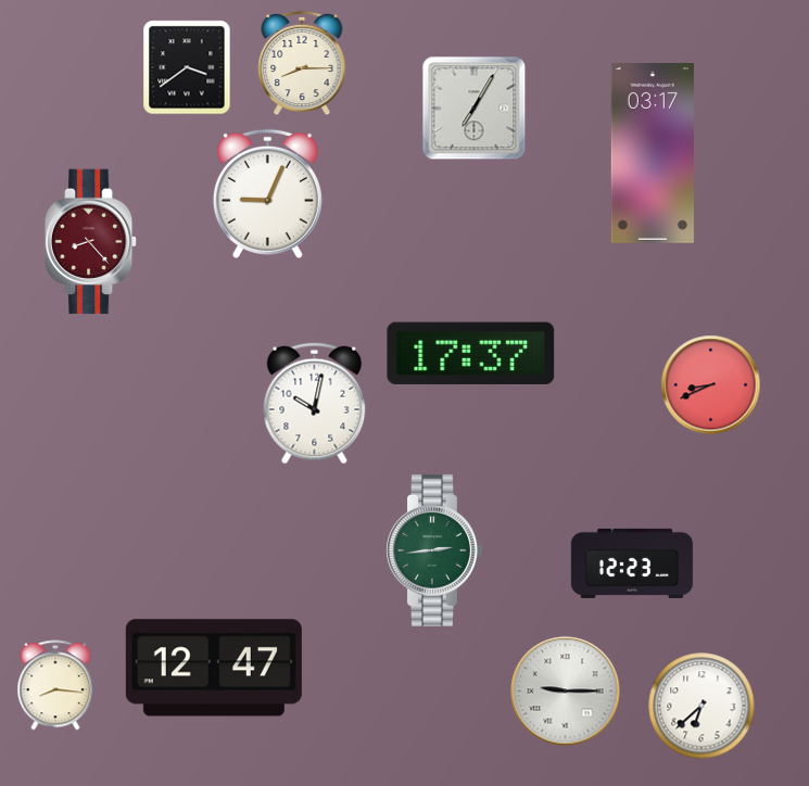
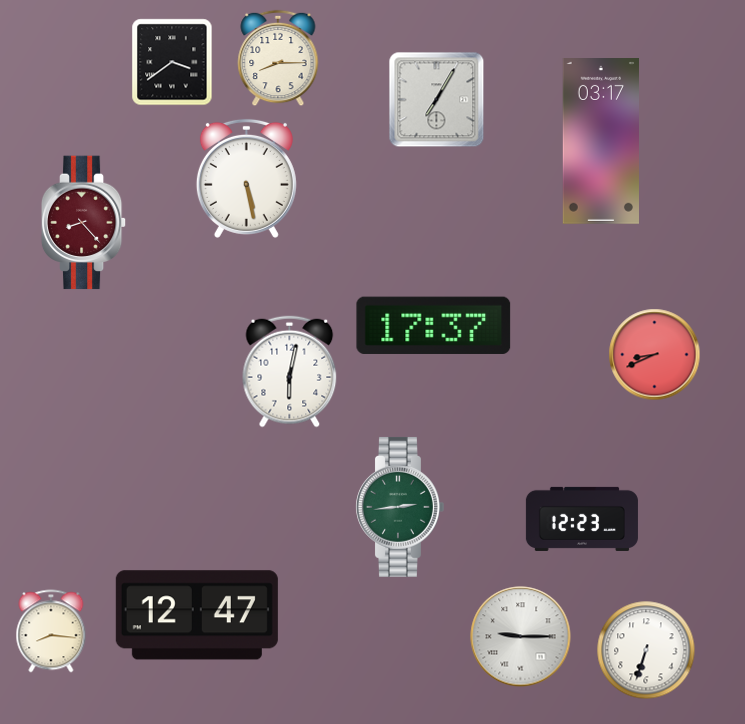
clock at (267, 193): 9:04 -> 5:28
clock at (315, 404): 10:02 -> 6:02
clock at (701, 706): 6:38 -> 6:33
